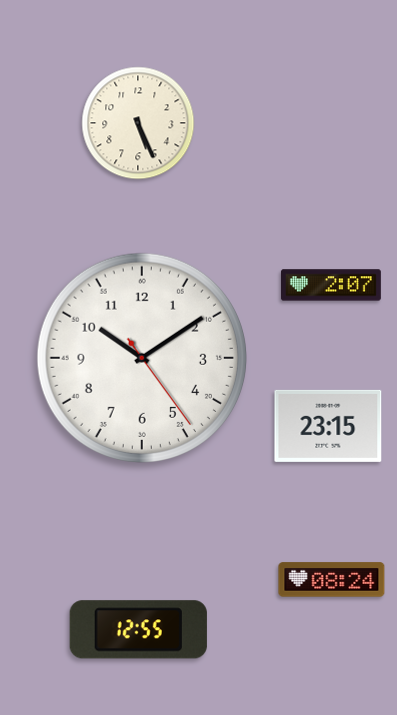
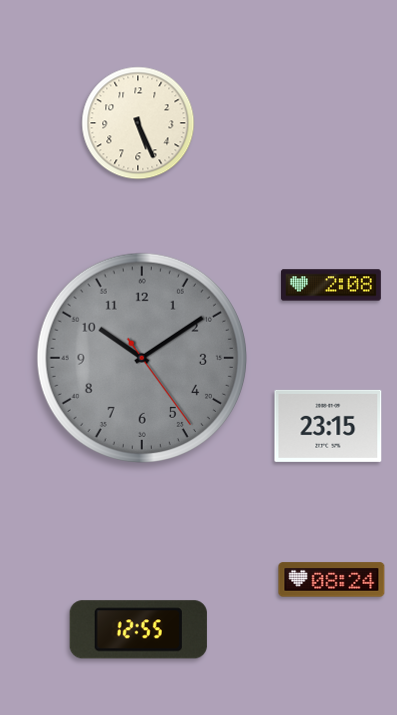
clock at (331, 285): 2:07 -> 2:08
clock at (142, 358) dial: white -> grey
